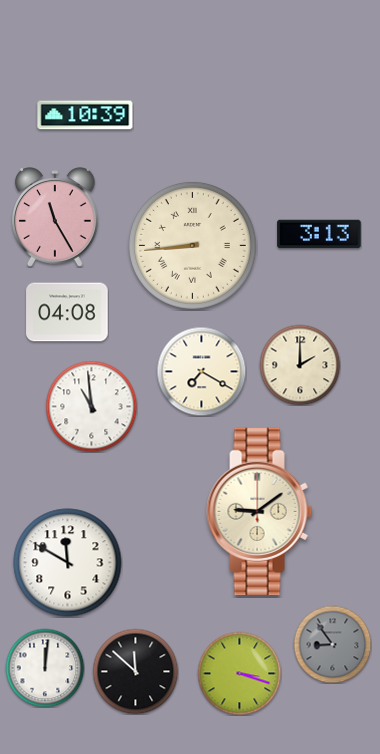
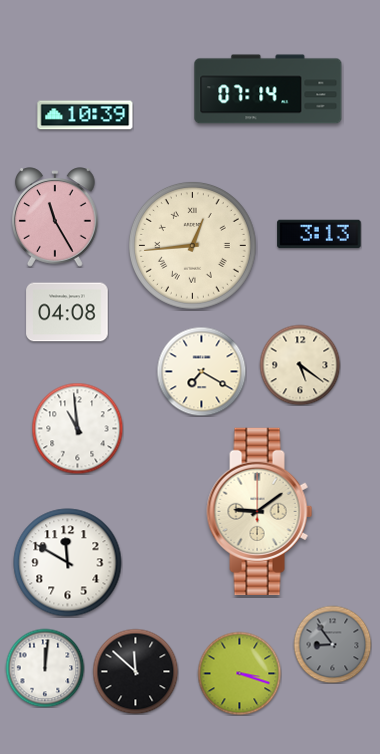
clock at (268, 89): none -> 07:14
clock at (192, 245): 8:44 -> 12:44
clock at (300, 365): 2:00 -> 5:21
clock at (91, 406) position: (91, 406) -> (77, 428)
